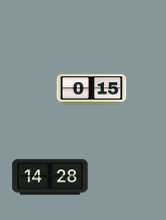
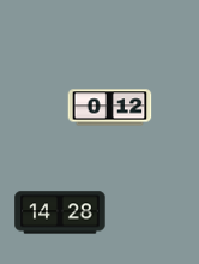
clock at (92, 90): 0:15 -> 0:12
